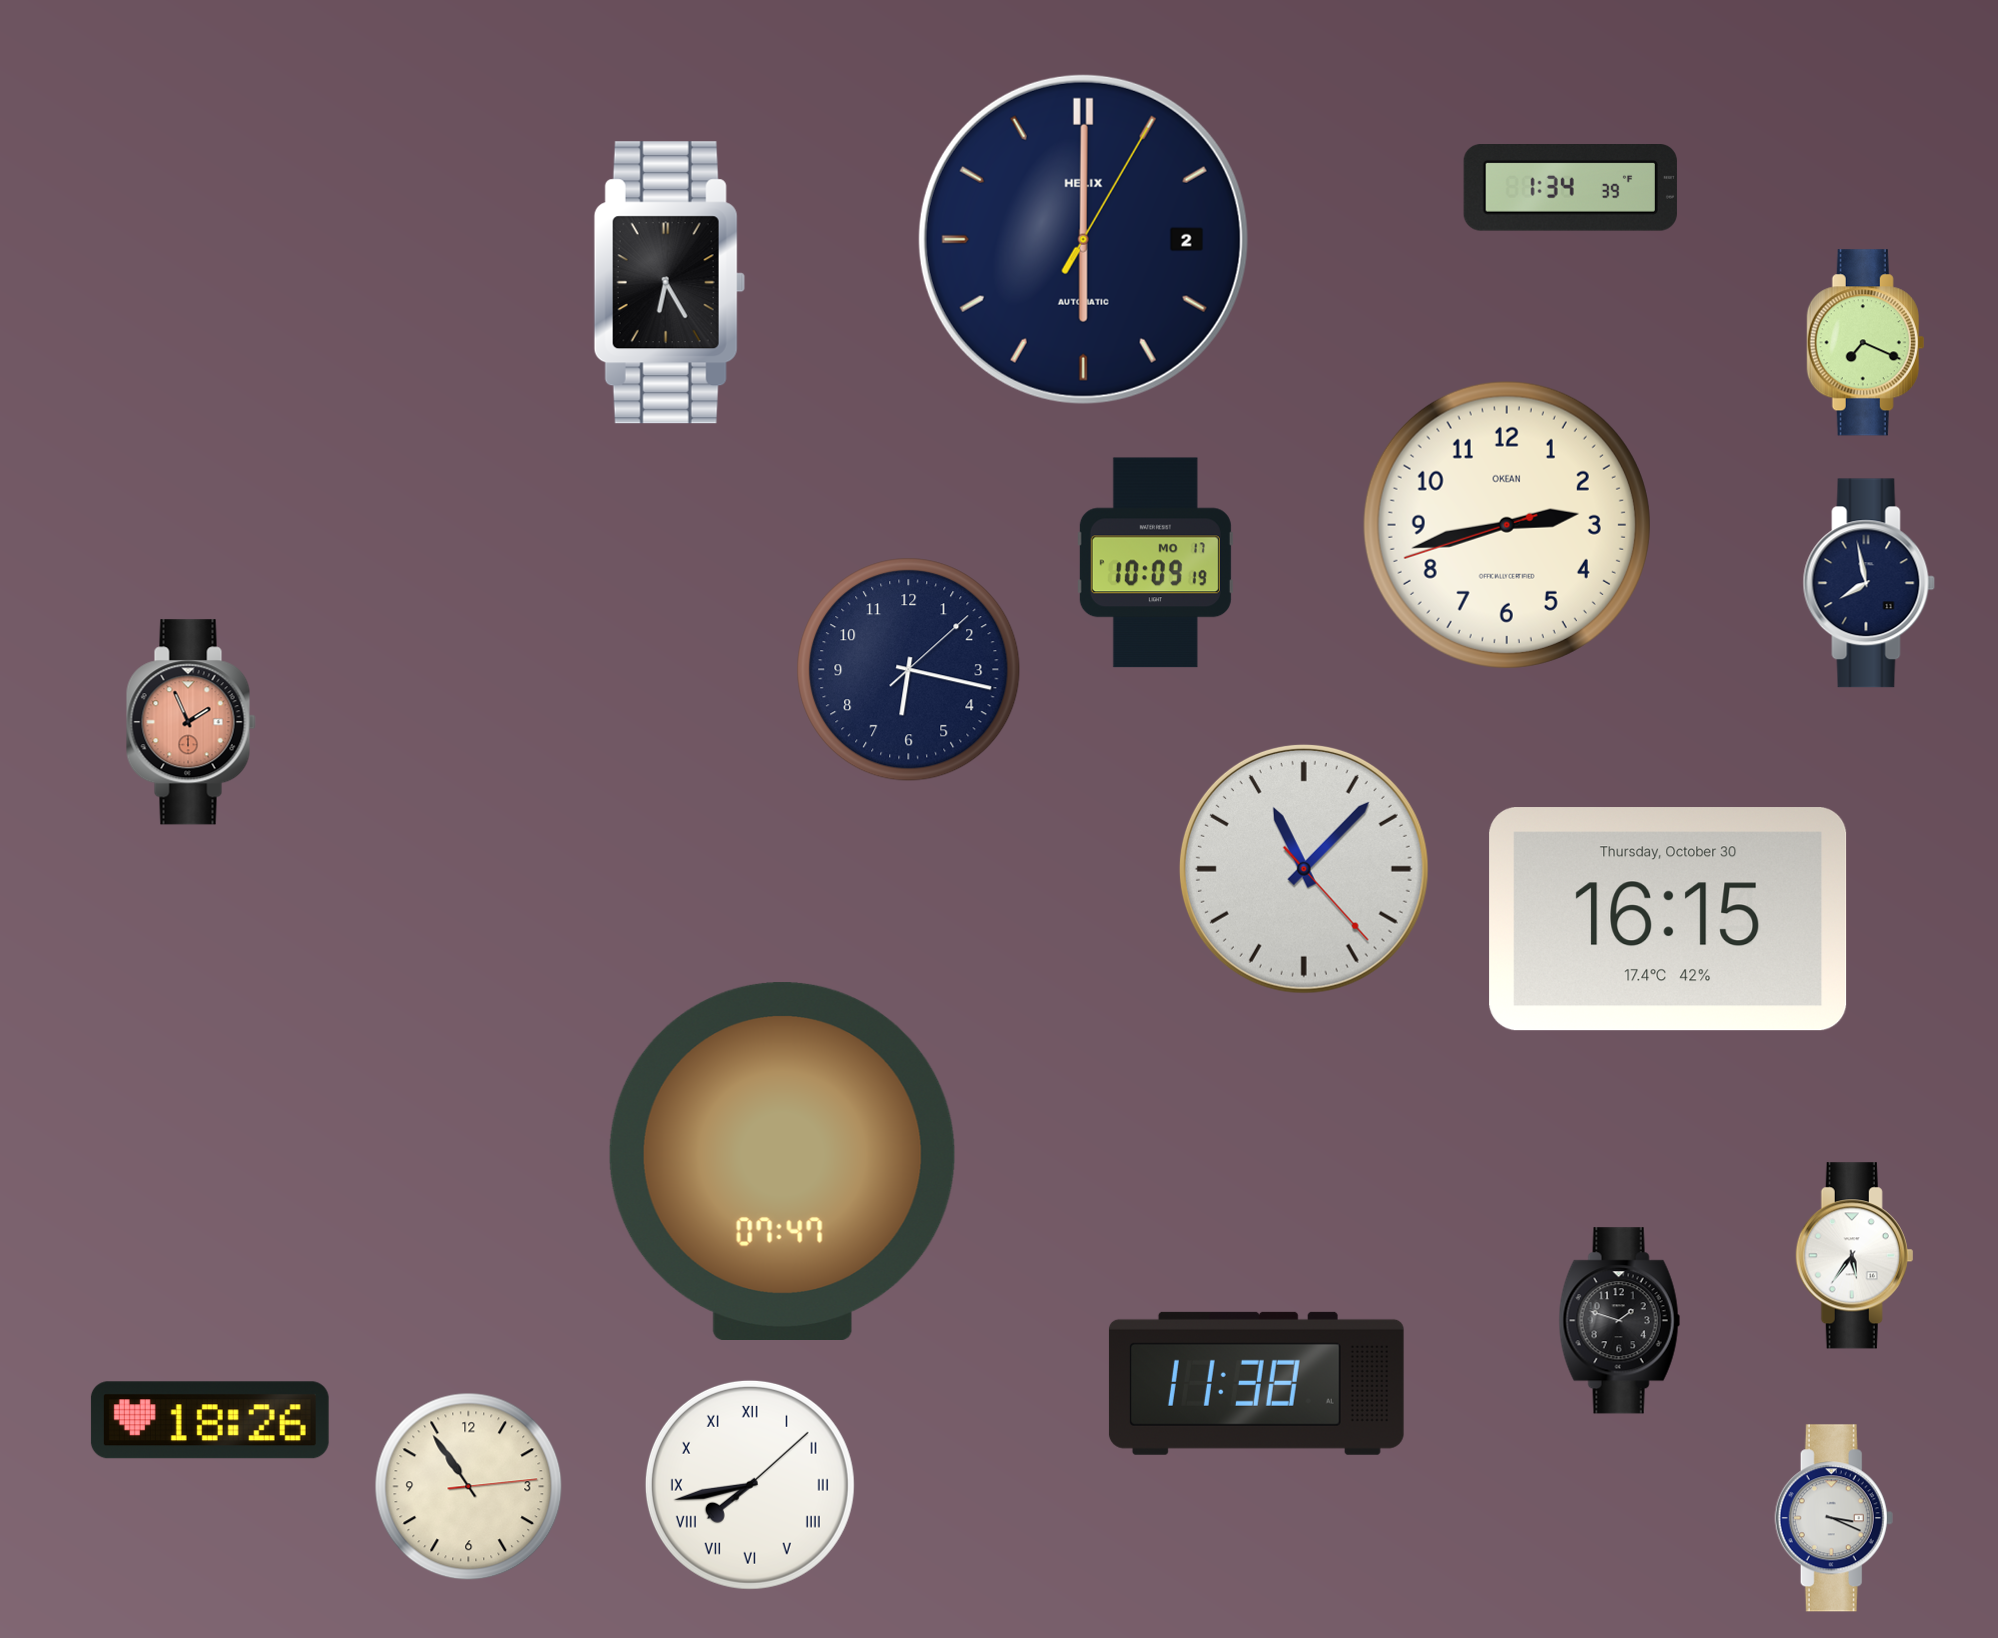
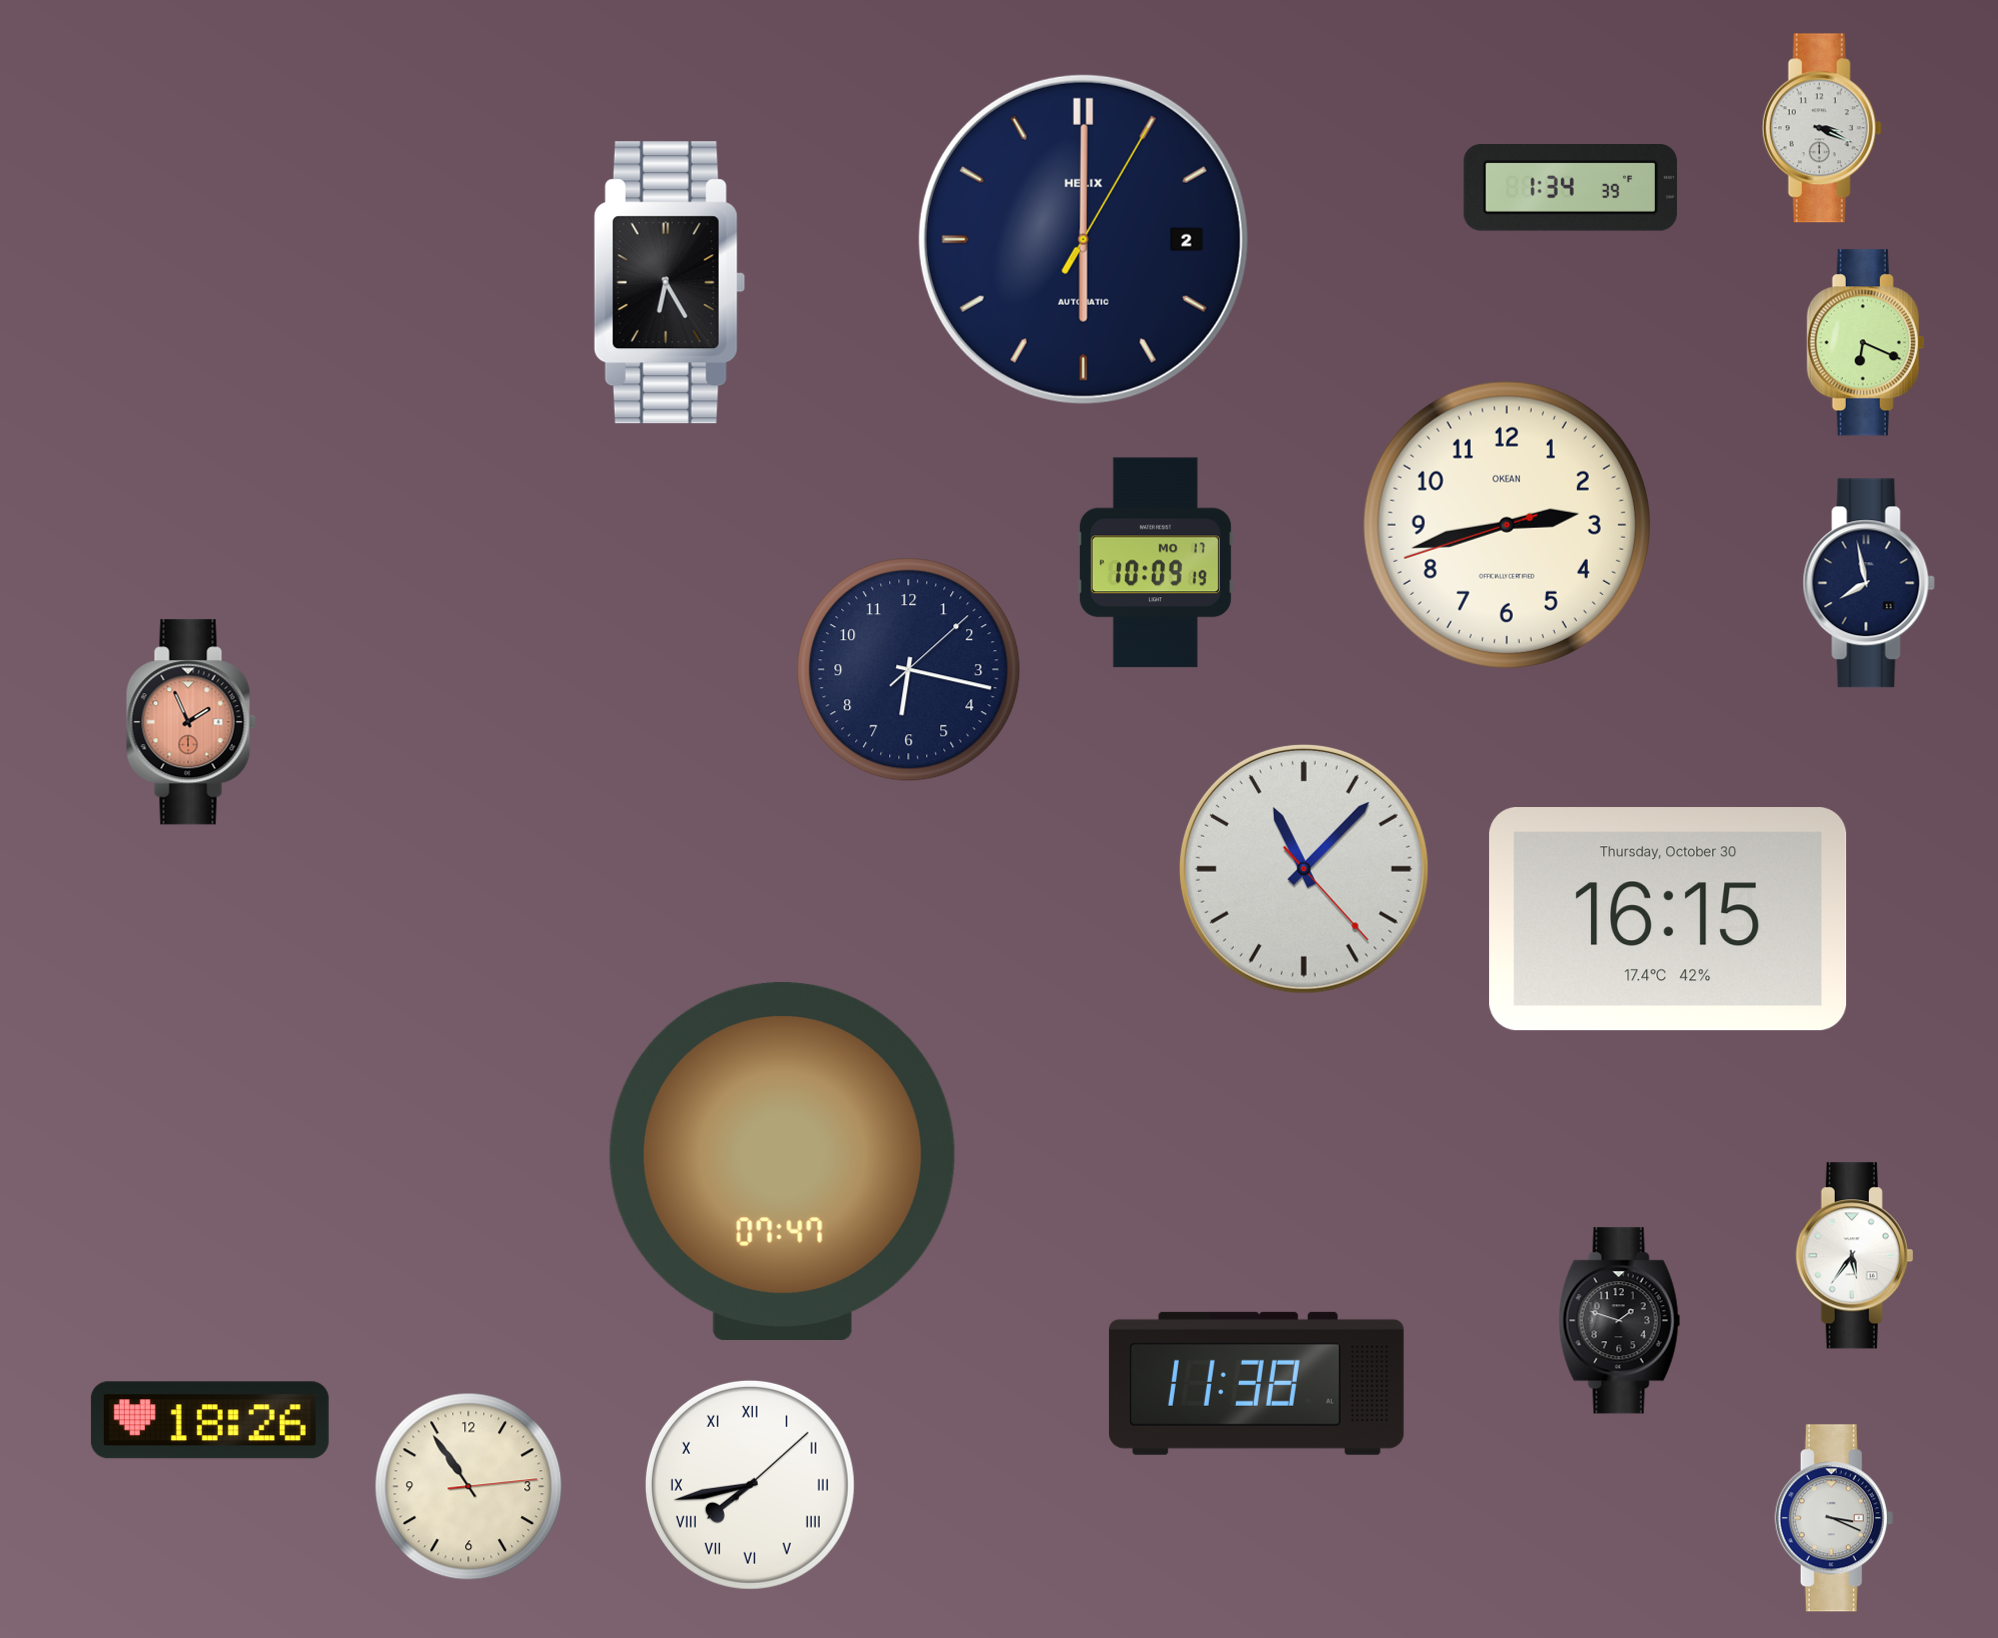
clock at (1822, 128): none -> 3:19
clock at (1866, 343): 7:19 -> 6:19
